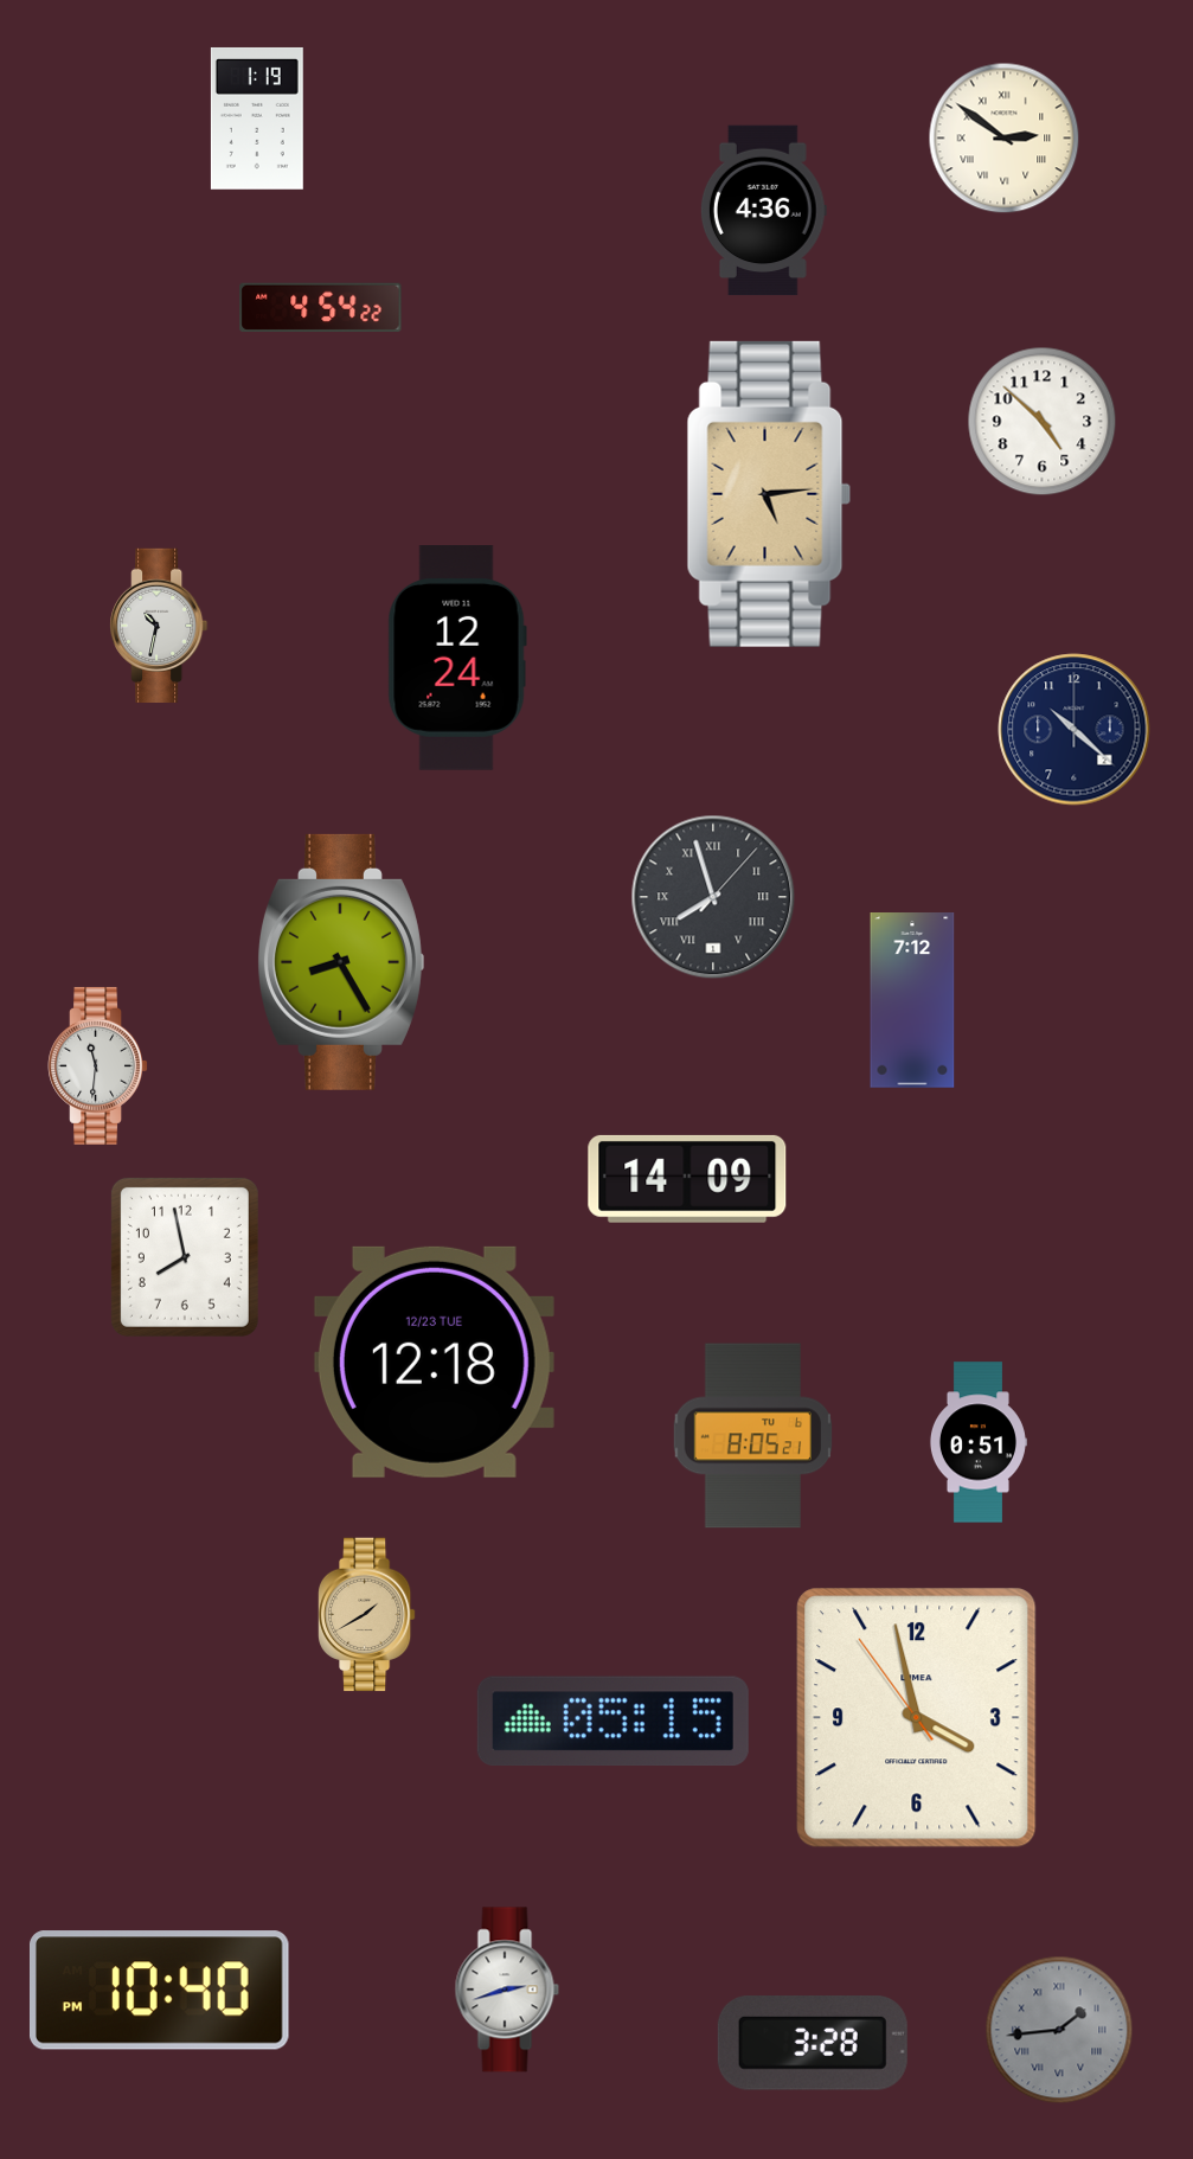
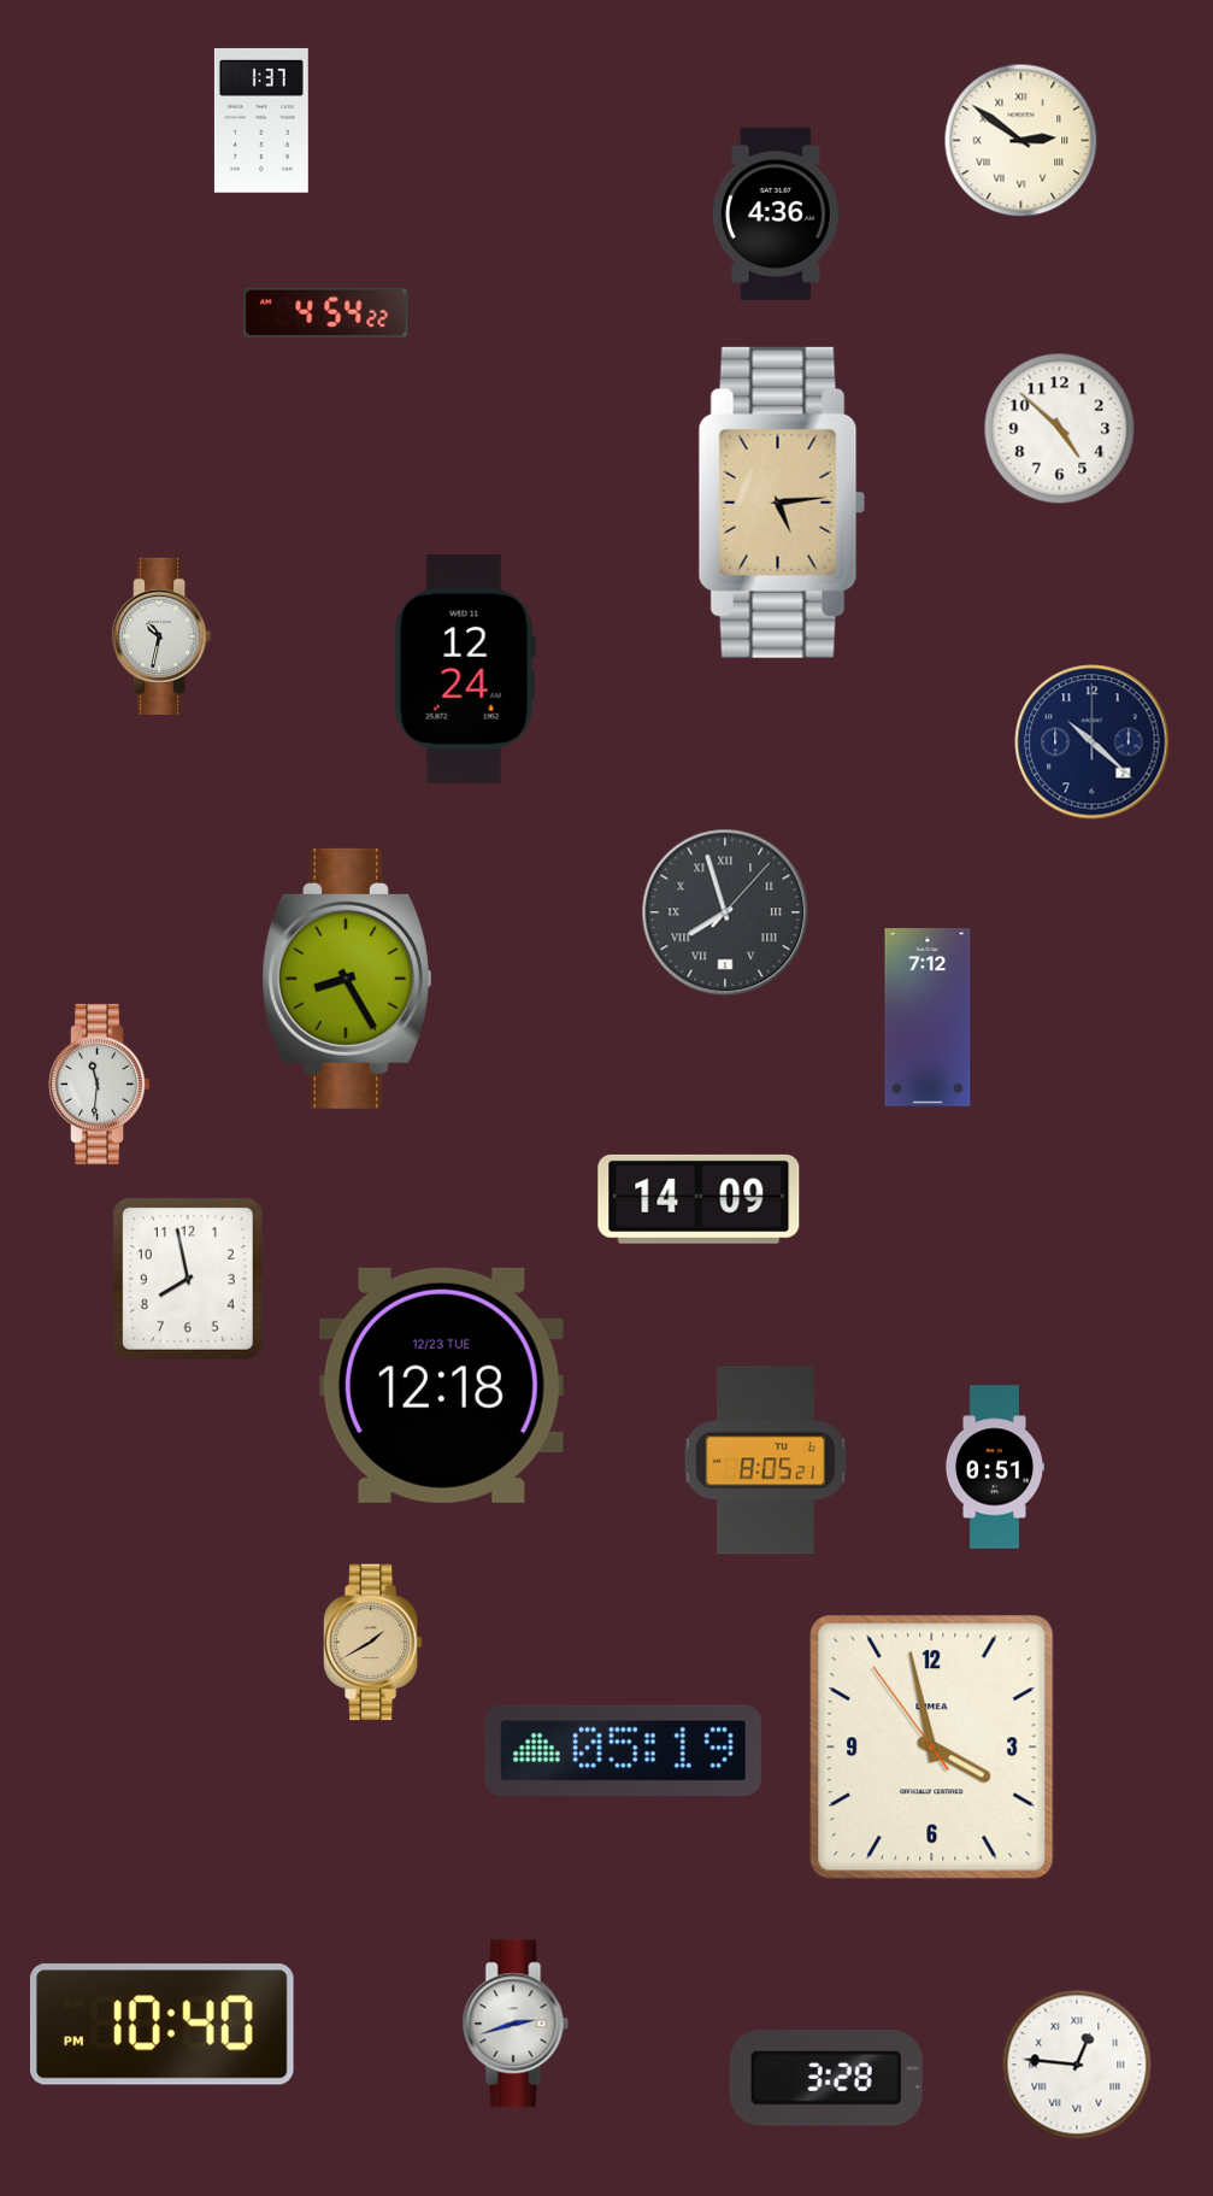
clock at (257, 118): 1:19 -> 1:37
clock at (612, 1721): 05:15 -> 05:19
clock at (1059, 2030): 1:44 -> 12:46
clock at (1059, 2030) dial: grey -> white
